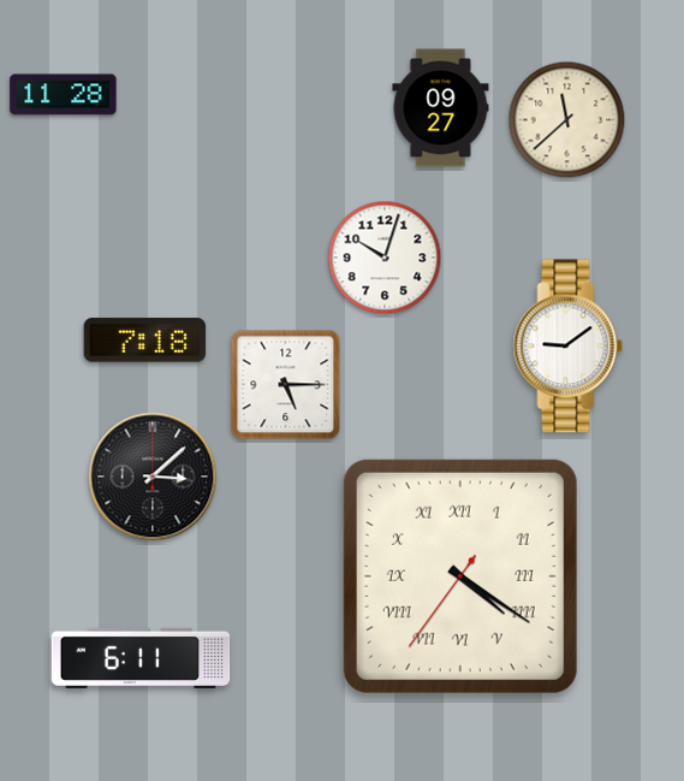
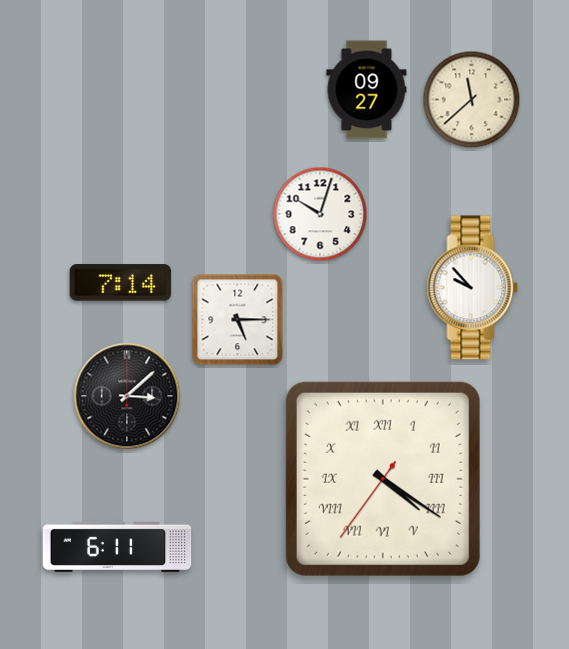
clock at (64, 95): 11:28 -> none
clock at (145, 341): 7:18 -> 7:14
clock at (569, 347): 9:09 -> 9:53
